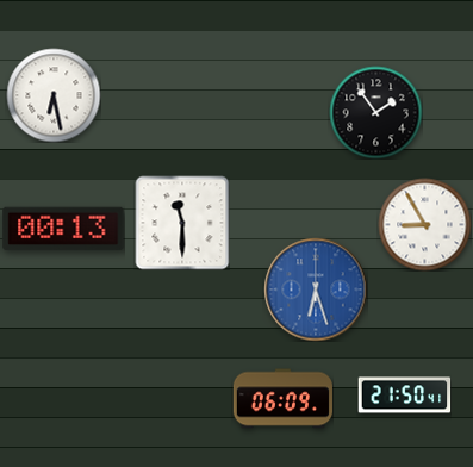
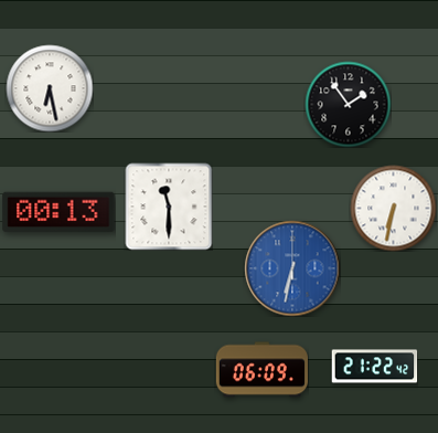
clock at (424, 224): 8:55 -> 6:32
clock at (316, 289): 6:27 -> 6:32
clock at (404, 396): 21:50 -> 21:22
